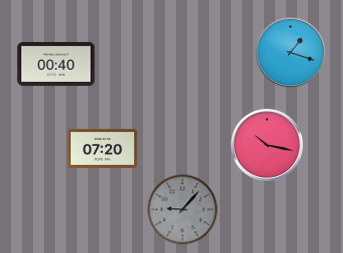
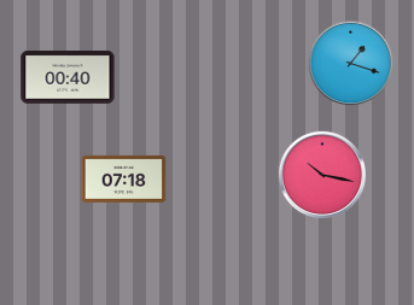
clock at (103, 148): 07:20 -> 07:18
clock at (183, 210): 9:07 -> none
